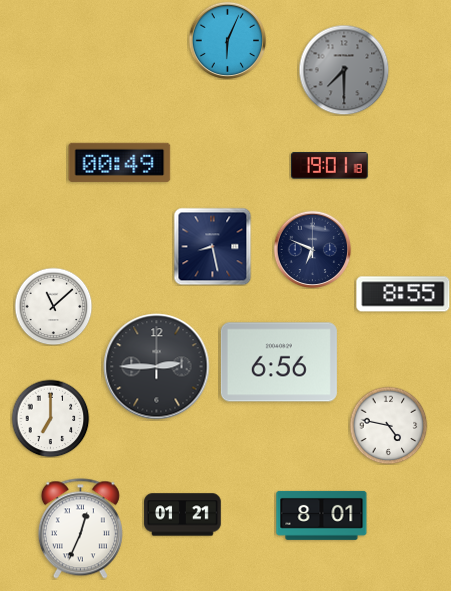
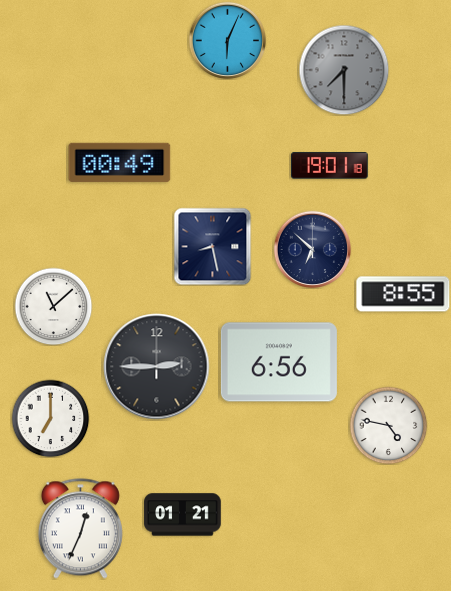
clock at (312, 249): 6:49 -> 6:52
clock at (322, 515): 8:01 -> none
